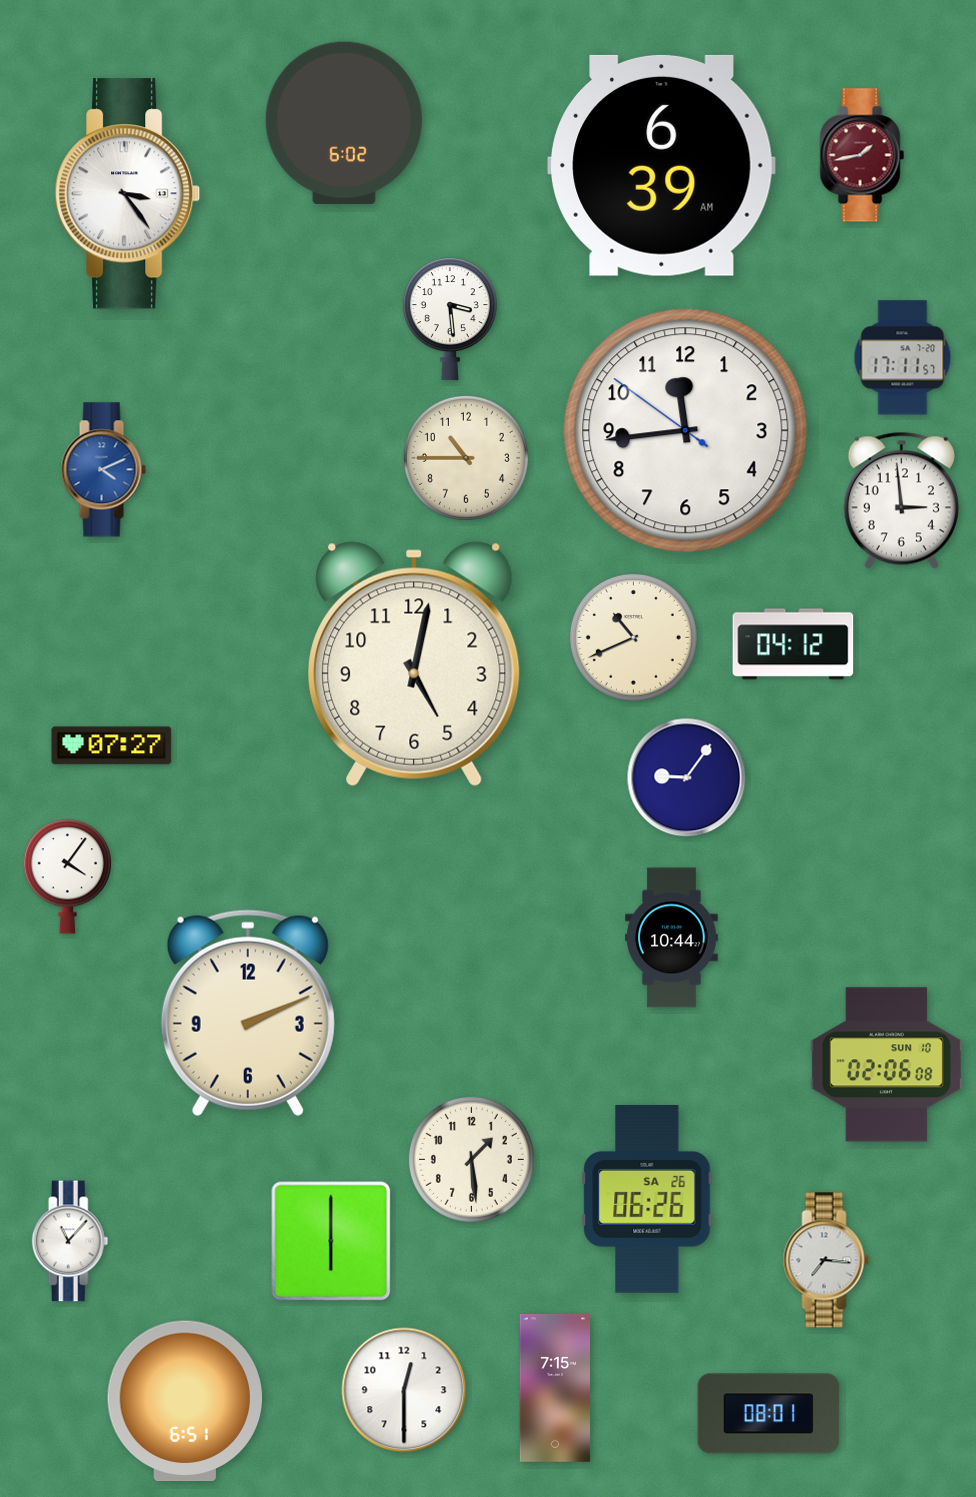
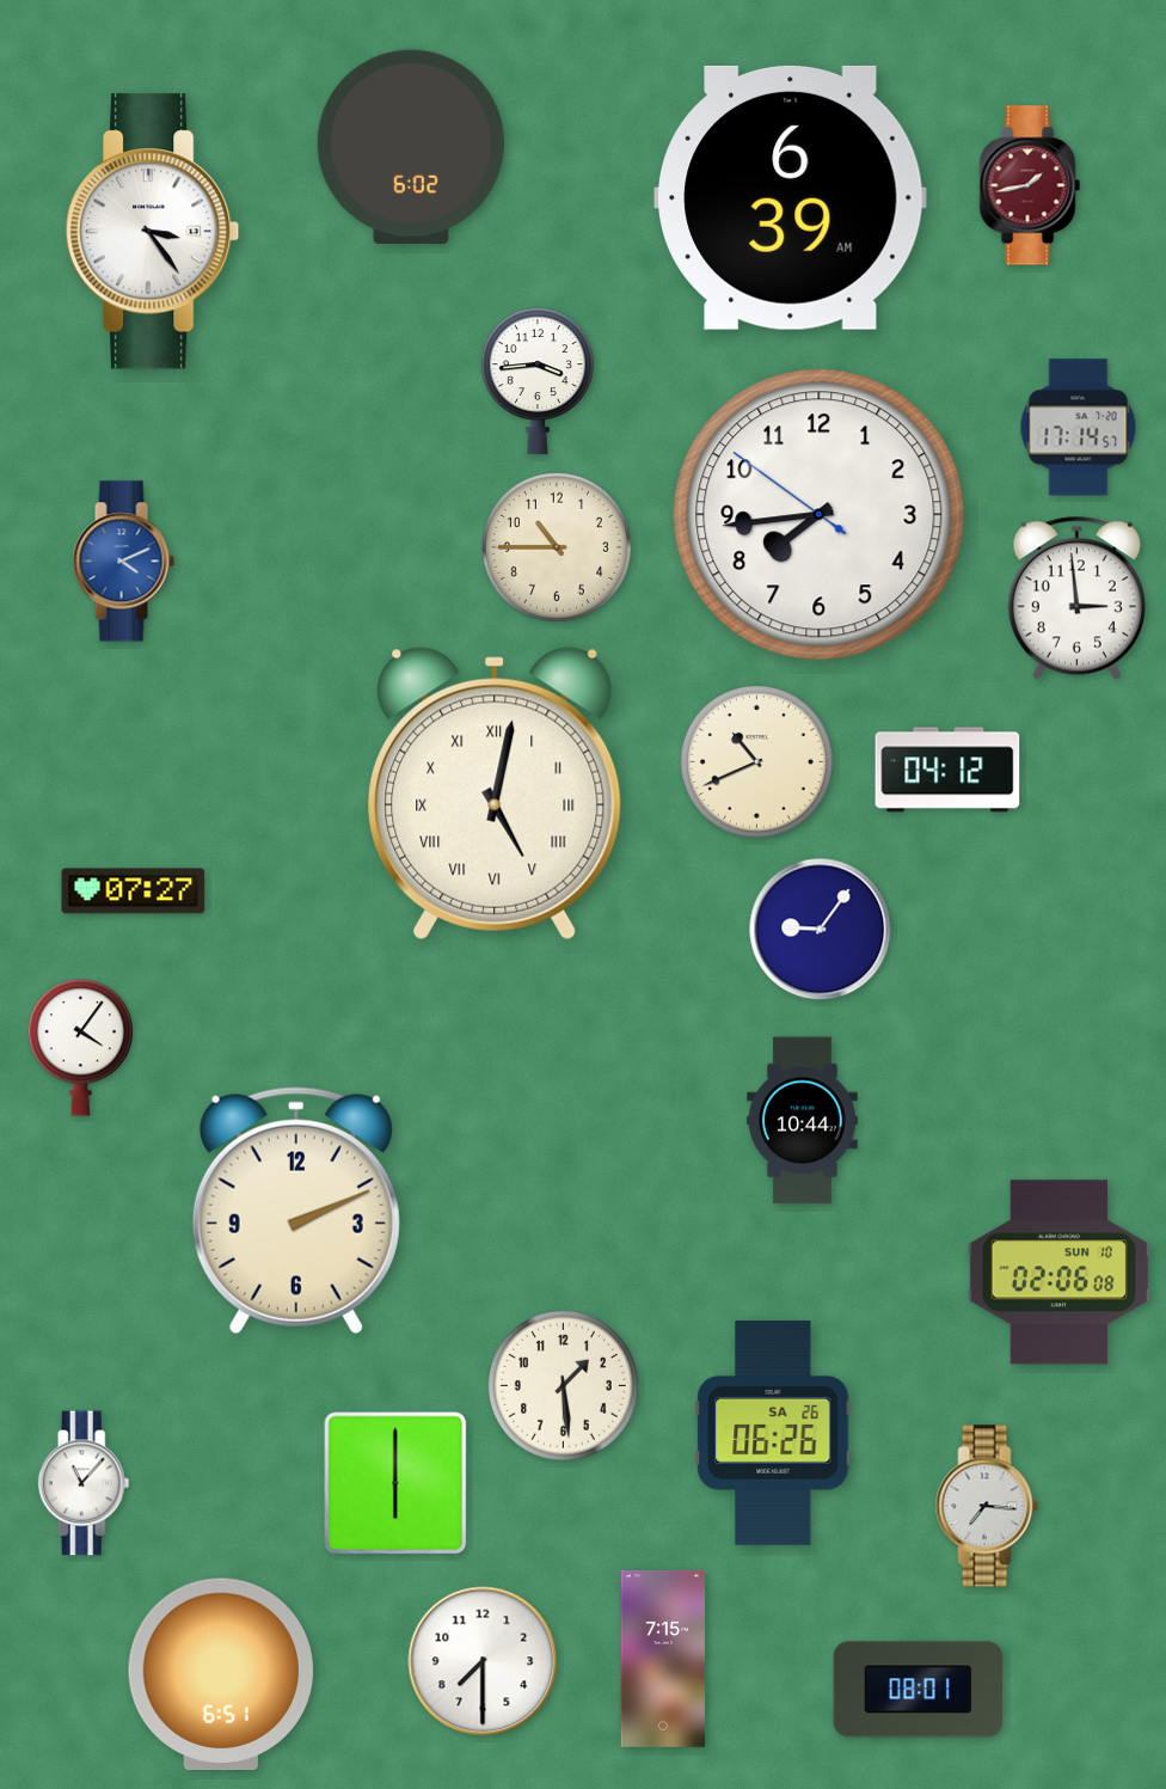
clock at (450, 319): 3:29 -> 3:44
clock at (903, 358): 17:11 -> 17:14
clock at (686, 431): 11:43 -> 7:43
clock at (414, 664) numerals: Arabic -> Roman
clock at (404, 1390): 12:30 -> 7:30
